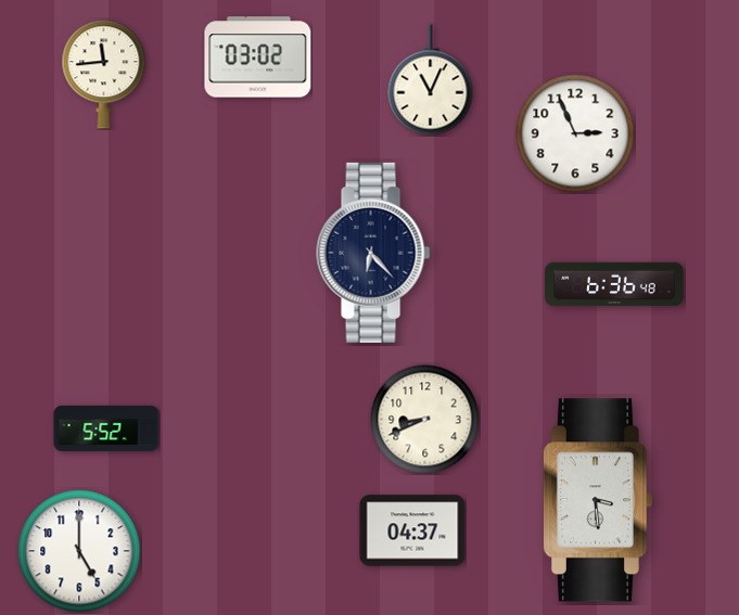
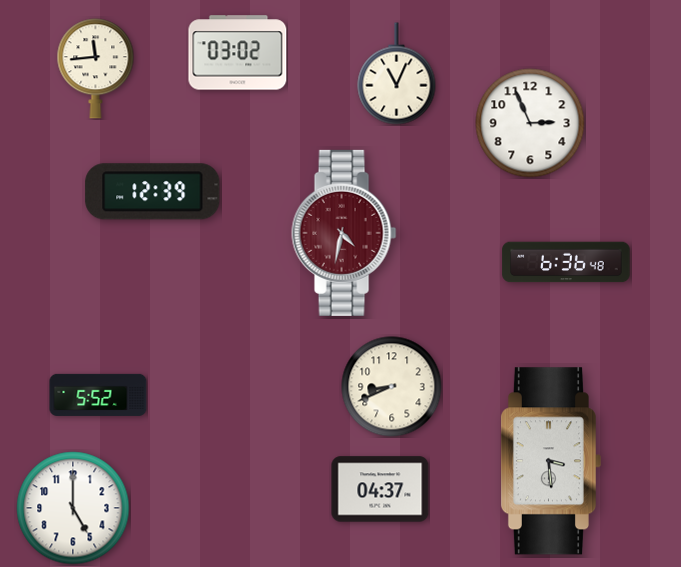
clock at (153, 192): none -> 12:39
clock at (373, 253): 6:23 -> 4:32
clock at (373, 253) dial: navy -> burgundy
